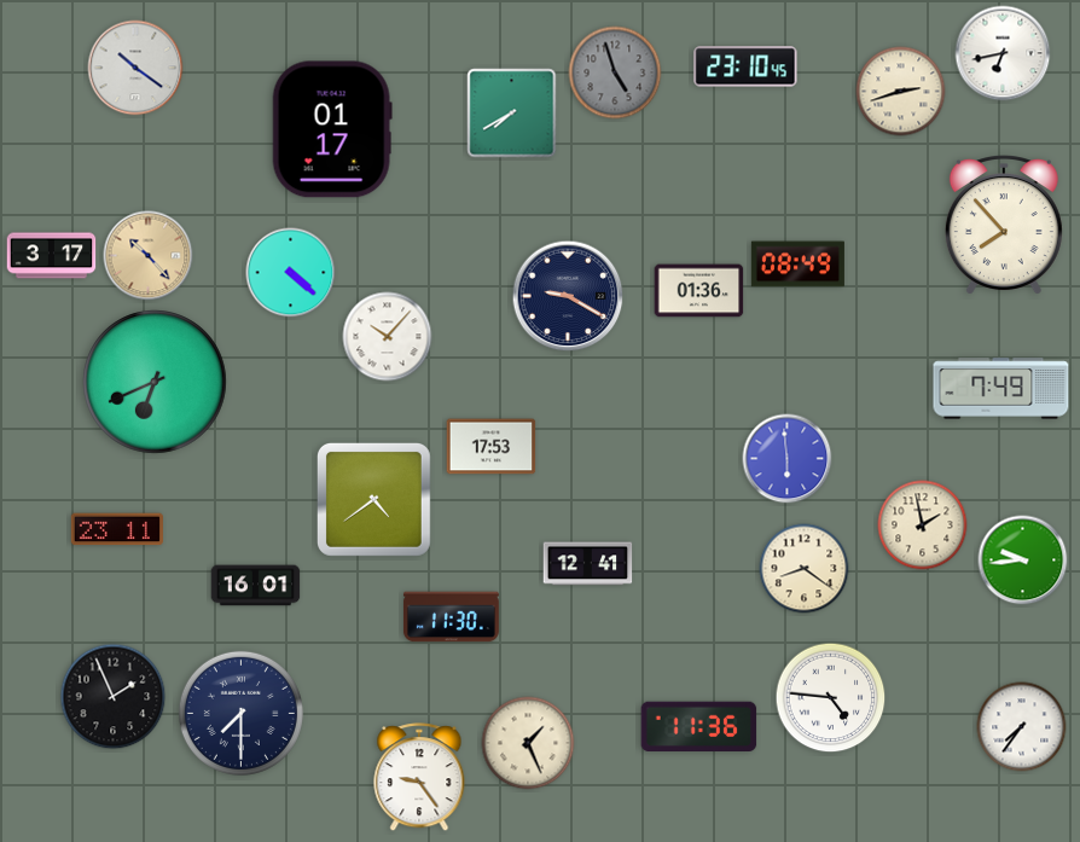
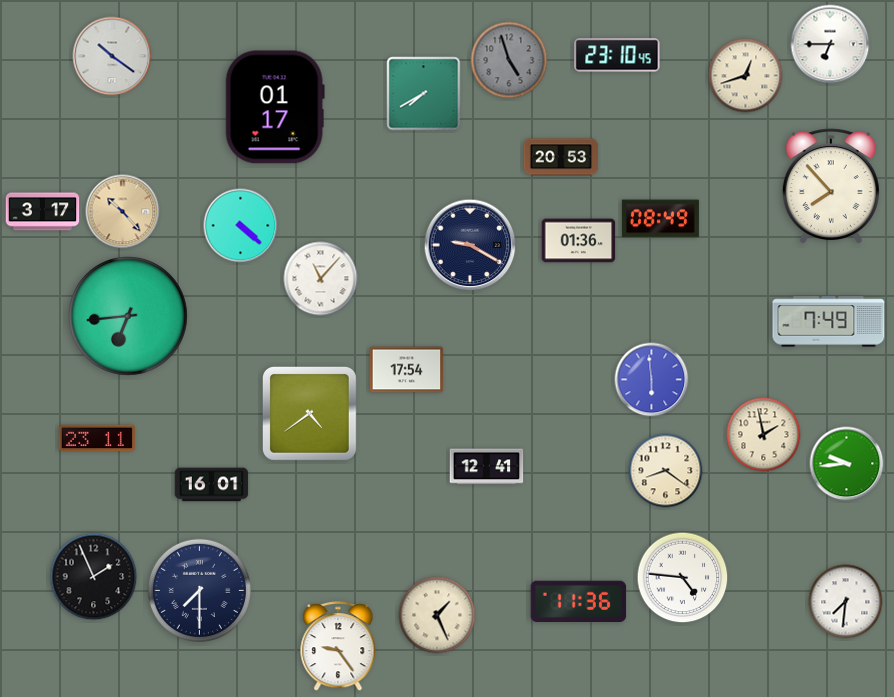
clock at (1003, 53): 6:43 -> 6:45
clock at (901, 92): 2:42 -> 12:42
clock at (561, 157): none -> 20:53
clock at (388, 337): 10:07 -> 11:07
clock at (155, 382): 6:41 -> 6:44
clock at (492, 447): 17:53 -> 17:54
clock at (451, 617): 11:30 -> none
clock at (831, 698) position: (831, 698) -> (683, 578)
clock at (1022, 727): 7:36 -> 7:31
clock at (419, 778) position: (419, 778) -> (338, 647)
